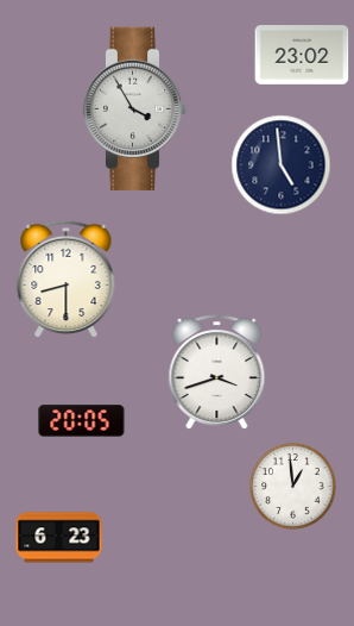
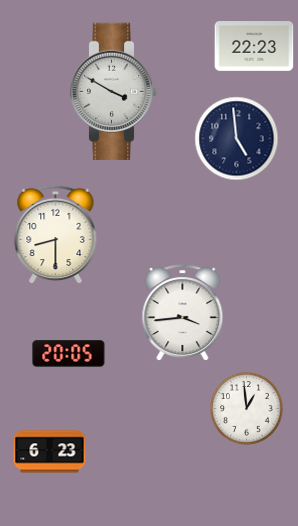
clock at (302, 55): 23:02 -> 22:23
clock at (135, 108): 3:55 -> 3:50
clock at (217, 373): 3:42 -> 3:44
